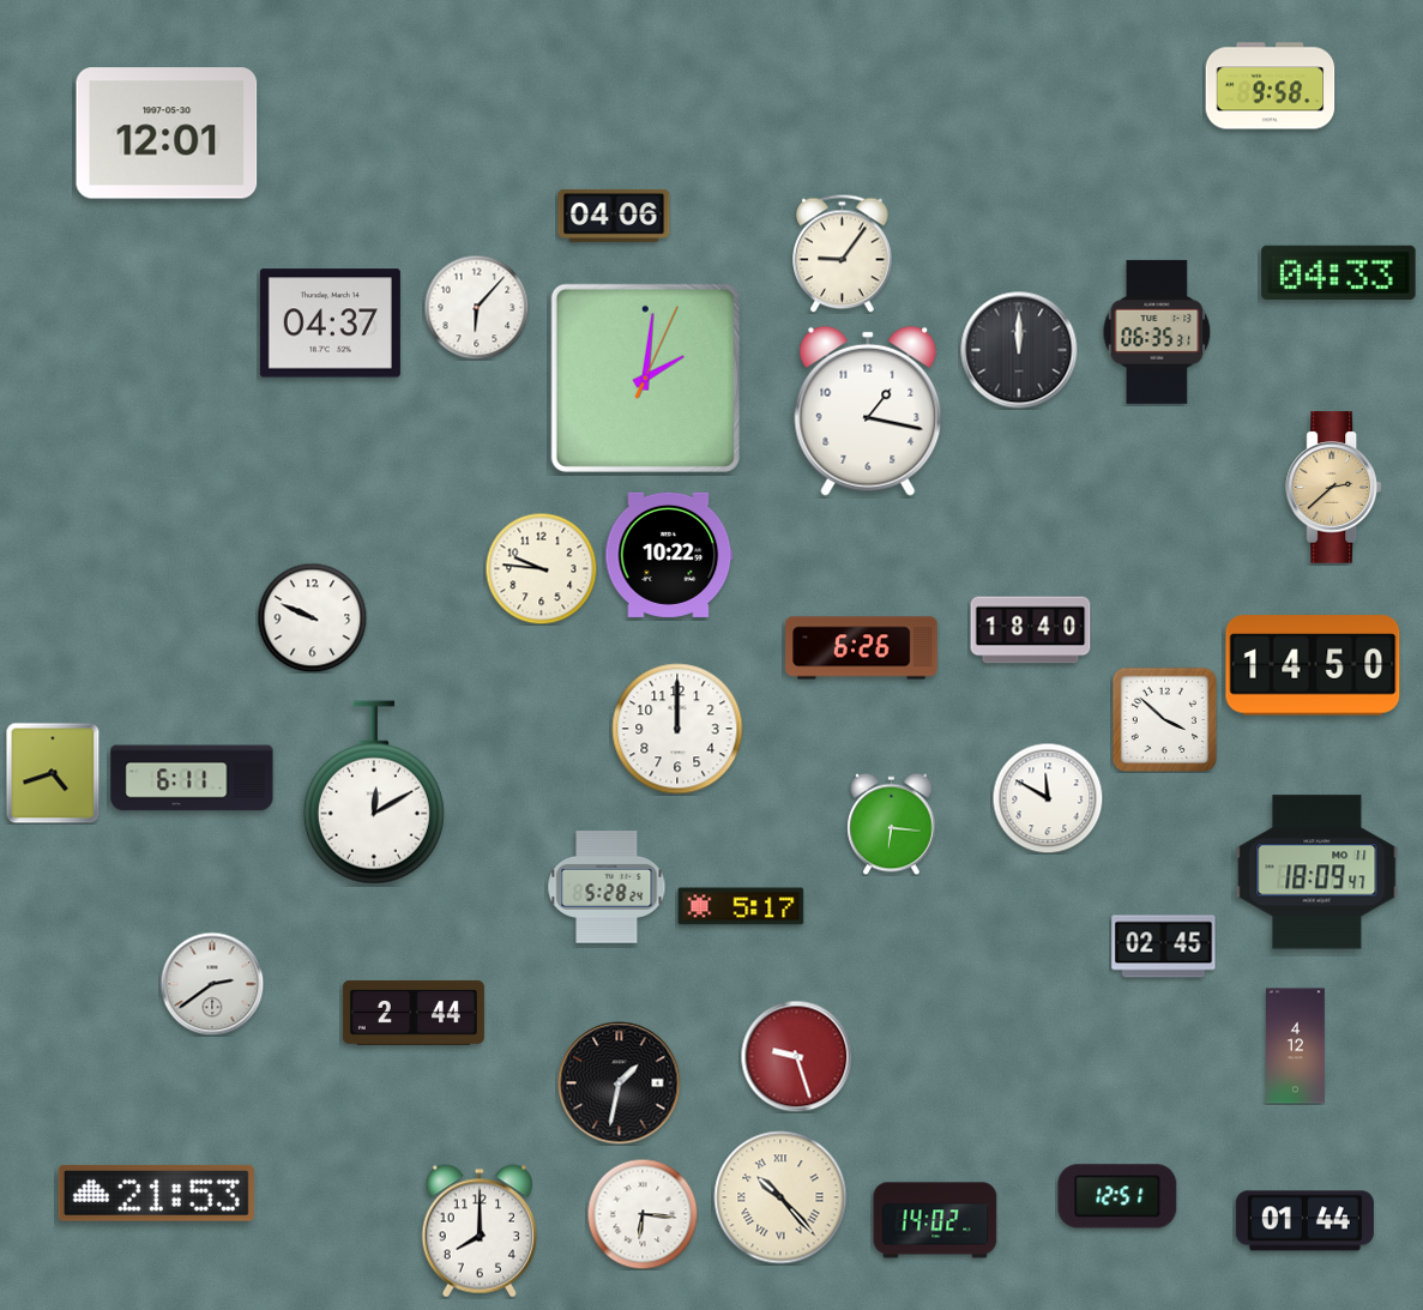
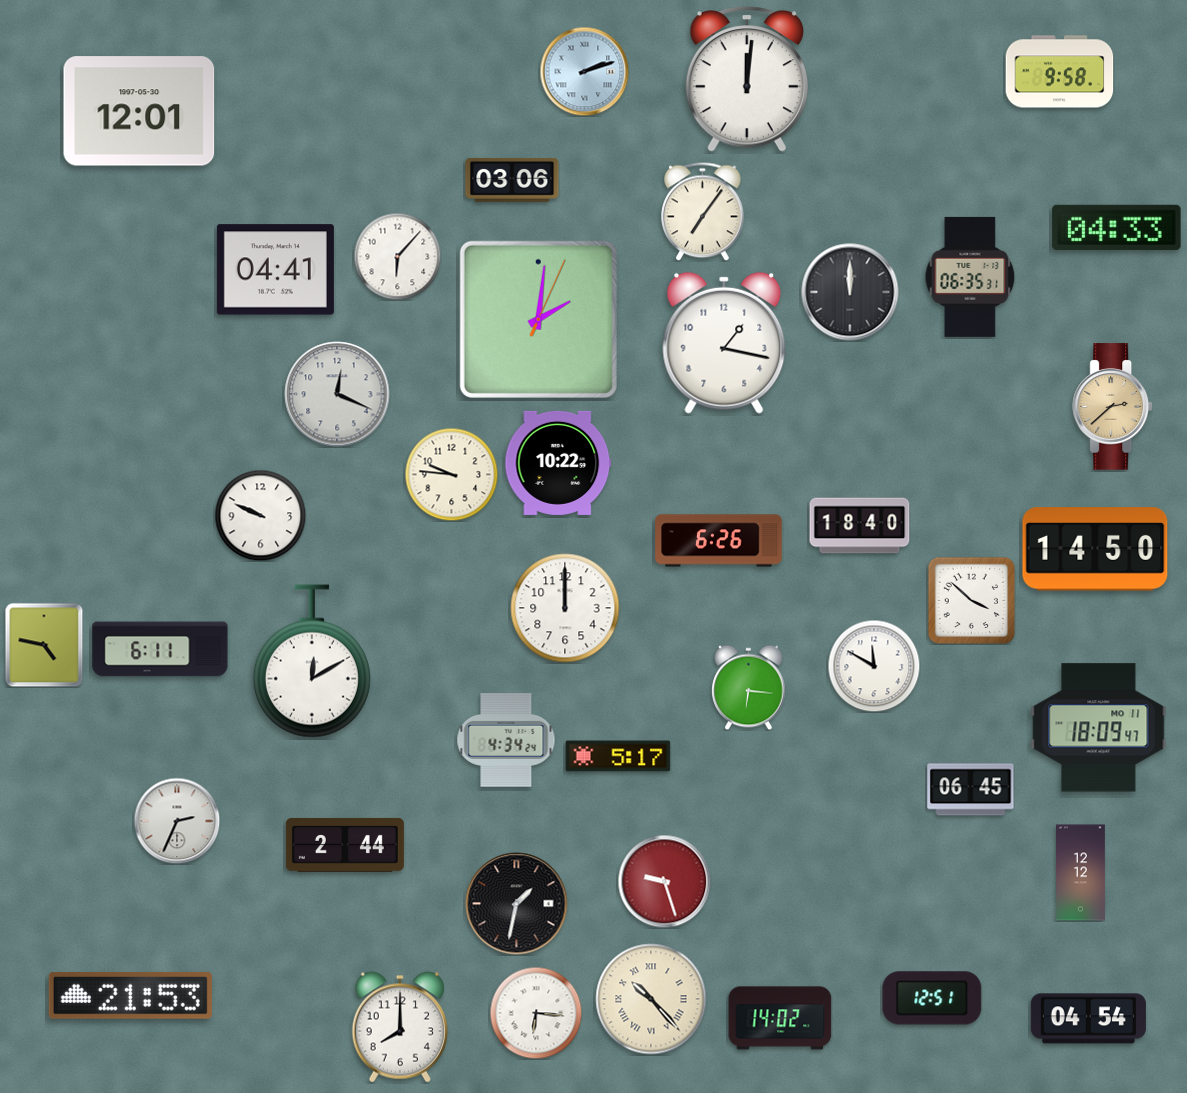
clock at (584, 71): none -> 2:12
clock at (747, 79): none -> 12:01
clock at (614, 216): 04:06 -> 03:06
clock at (843, 253): 9:06 -> 7:06
clock at (330, 324): 04:37 -> 04:41
clock at (1157, 332) position: (1157, 332) -> (970, 277)
clock at (645, 378) position: (645, 378) -> (538, 319)
clock at (337, 394): none -> 12:19
clock at (1313, 665) position: (1313, 665) -> (1095, 549)
clock at (53, 773): 4:42 -> 4:47
clock at (892, 823) position: (892, 823) -> (749, 687)
clock at (607, 887): 5:28 -> 4:34
clock at (1164, 947): 02:45 -> 06:45
clock at (212, 984): 2:39 -> 2:34
clock at (1296, 1046): 4:12 -> 12:12
clock at (1304, 1221): 01:44 -> 04:54
